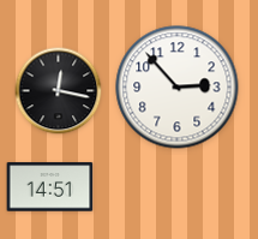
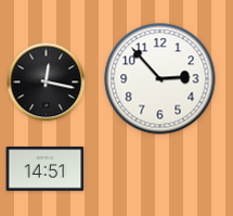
clock at (59, 91) position: (59, 91) -> (47, 82)
